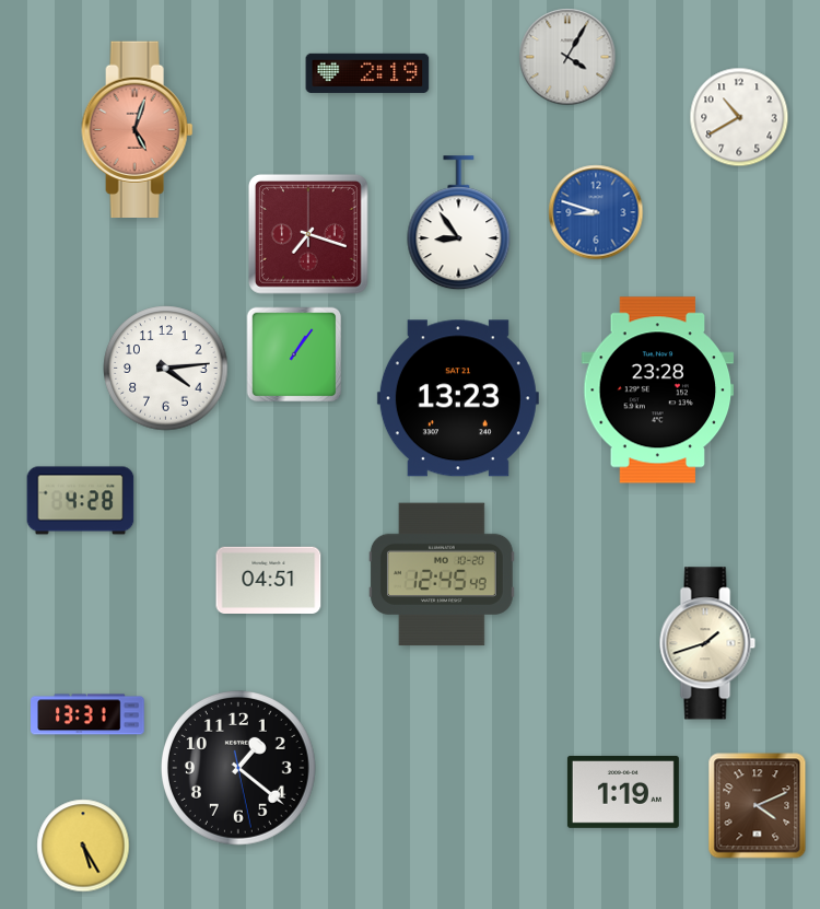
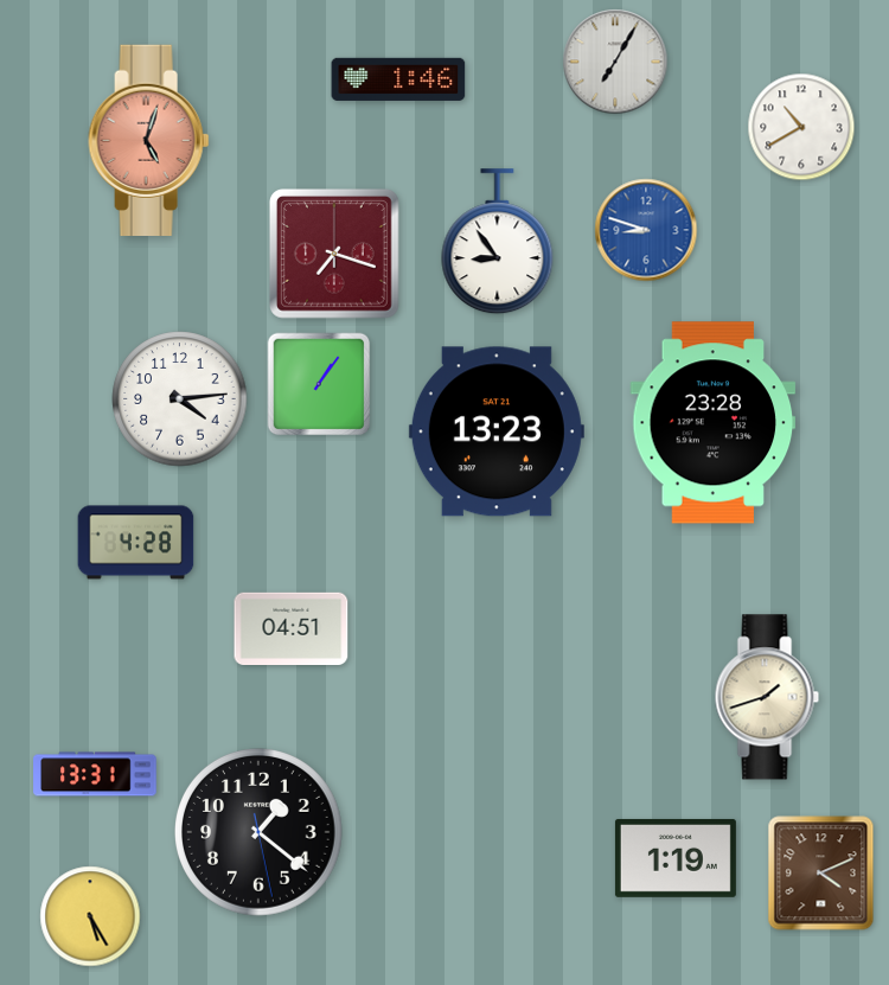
clock at (567, 57): 4:05 -> 7:05
clock at (367, 73): 2:19 -> 1:46
clock at (81, 501) position: (81, 501) -> (136, 543)
clock at (442, 574): 12:45 -> none
